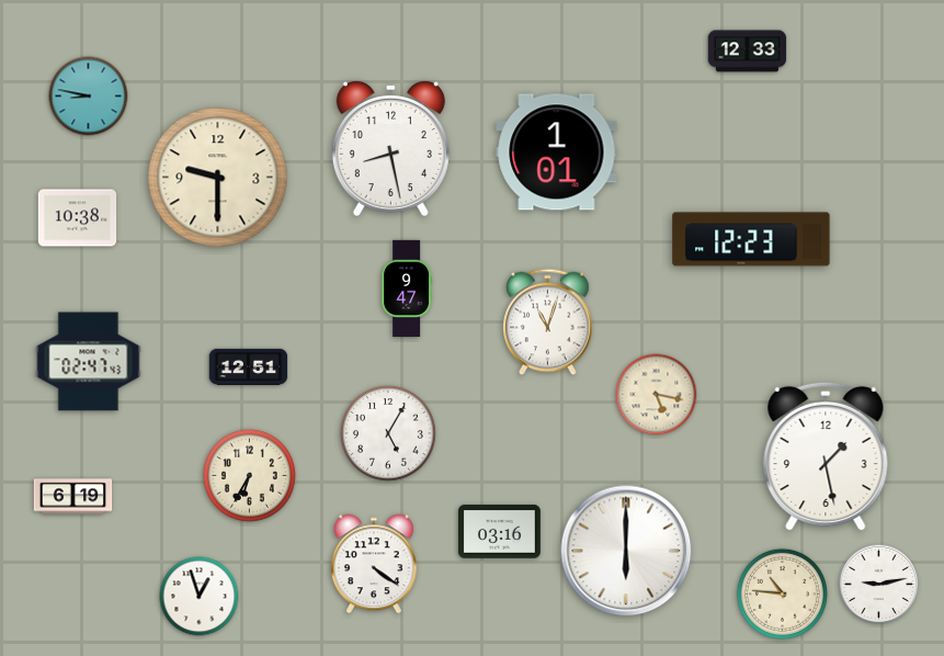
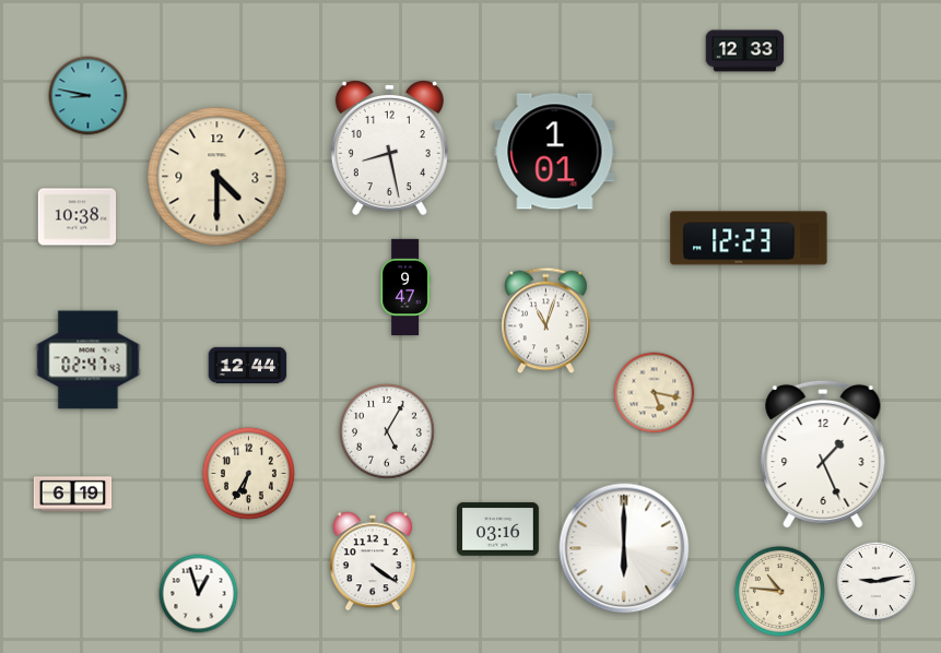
clock at (218, 178): 9:30 -> 4:30
clock at (249, 366): 12:51 -> 12:44
clock at (826, 456): 1:28 -> 1:26
